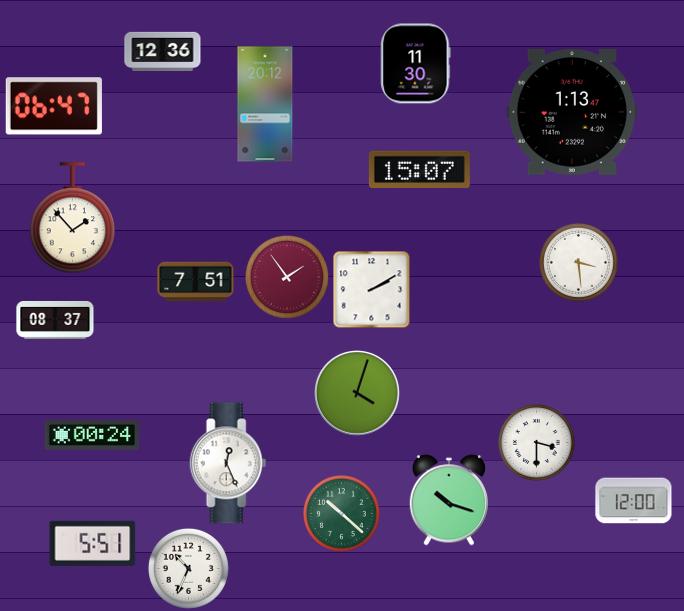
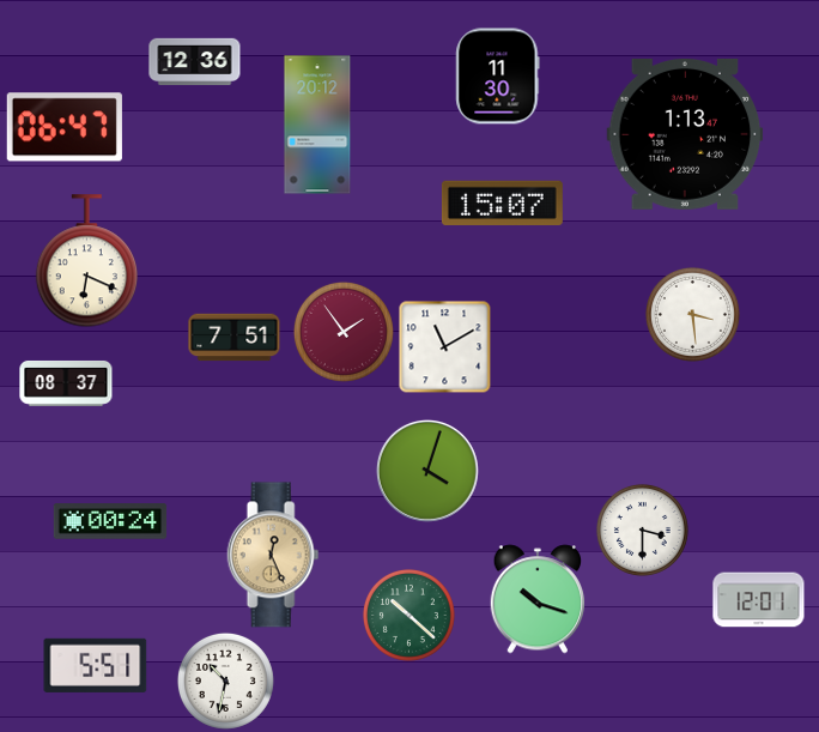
clock at (72, 218): 1:53 -> 6:19
clock at (371, 289): 2:10 -> 11:10
clock at (228, 463) dial: white -> champagne
clock at (634, 501): 12:00 -> 12:01
clock at (93, 543) position: (93, 543) -> (96, 665)
clock at (188, 568): 10:34 -> 10:32
